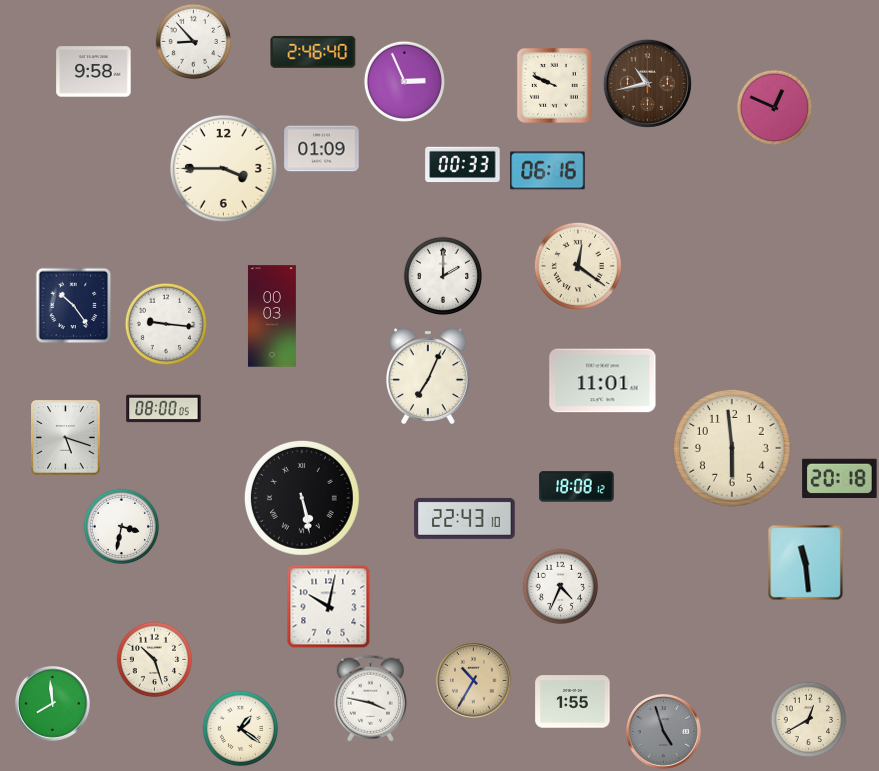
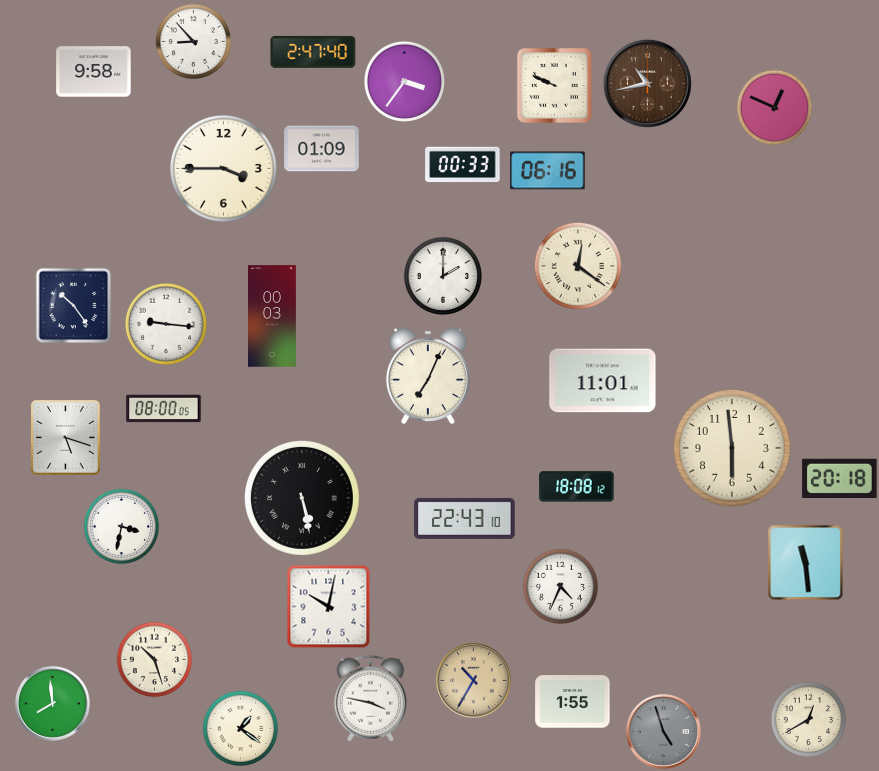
clock at (313, 52): 2:46 -> 2:47
clock at (404, 81): 2:56 -> 3:36
